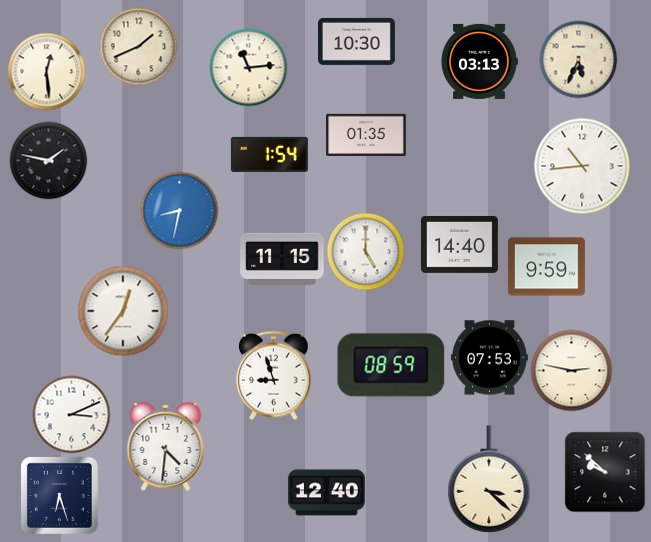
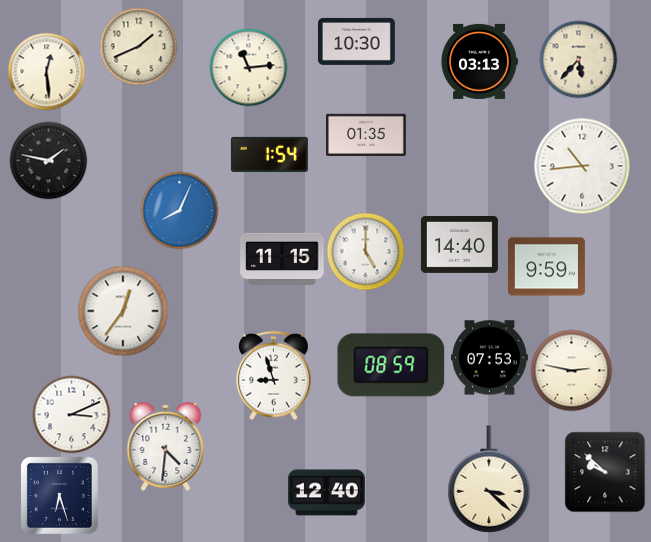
clock at (578, 59): 5:34 -> 5:37
clock at (179, 210): 8:32 -> 8:04
